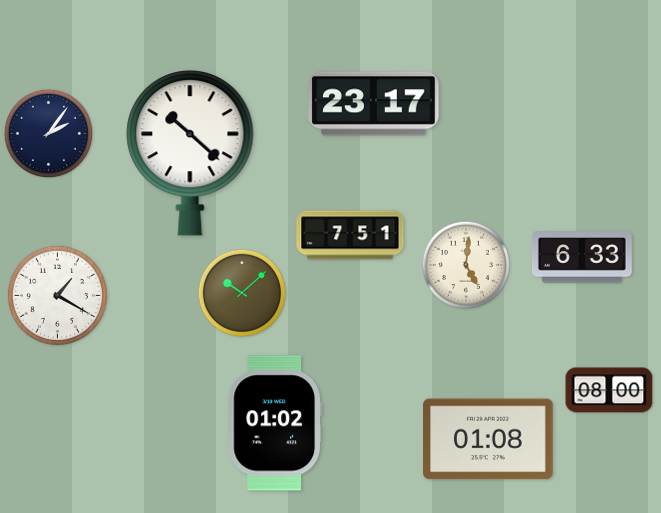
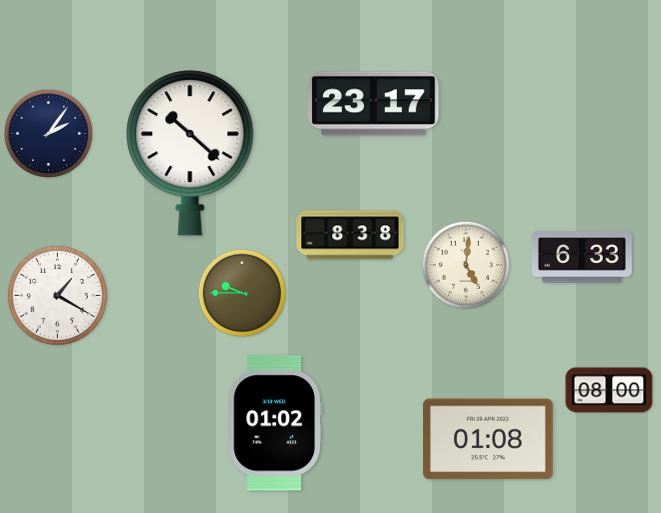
clock at (350, 235): 7:51 -> 8:38
clock at (242, 293): 10:08 -> 9:45
